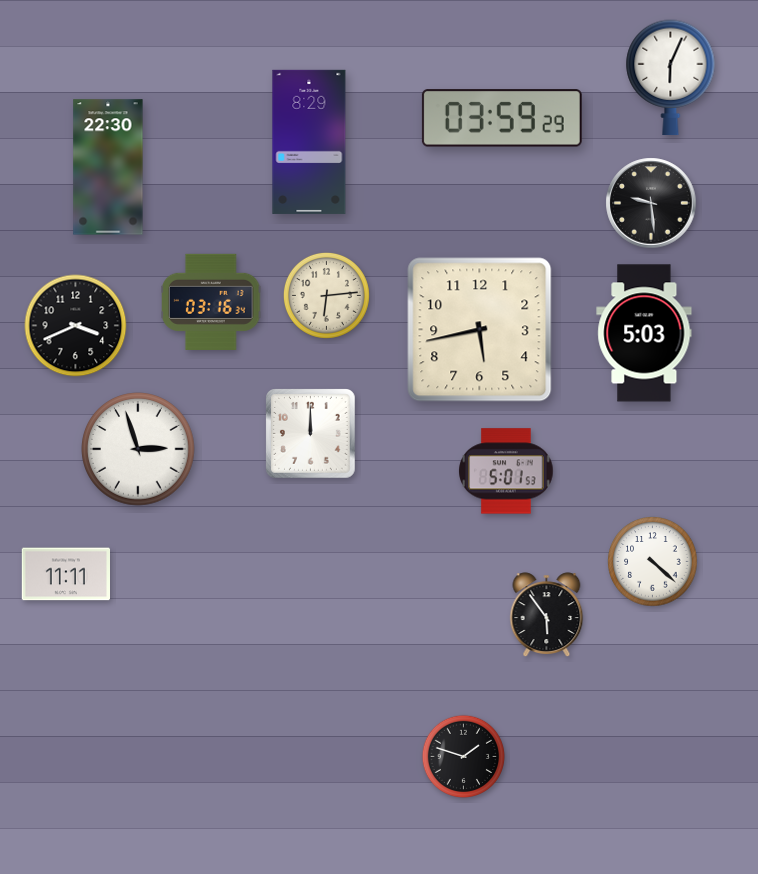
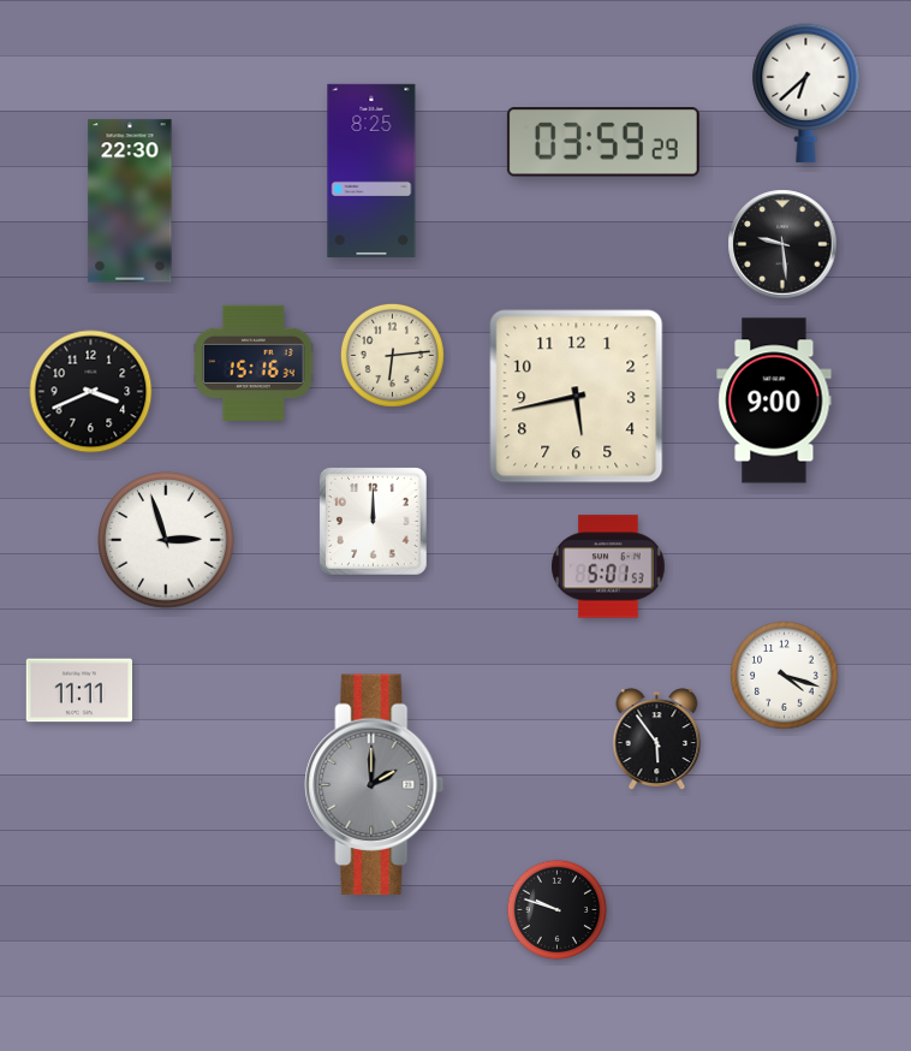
clock at (671, 78): 6:04 -> 6:38
clock at (309, 142): 8:29 -> 8:25
clock at (211, 302): 03:16 -> 15:16
clock at (644, 333): 5:03 -> 9:00
clock at (653, 562): 4:22 -> 4:18
clock at (375, 785): none -> 2:00
clock at (464, 757): 1:48 -> 9:48
